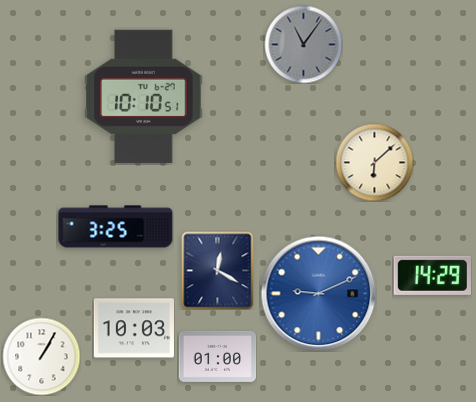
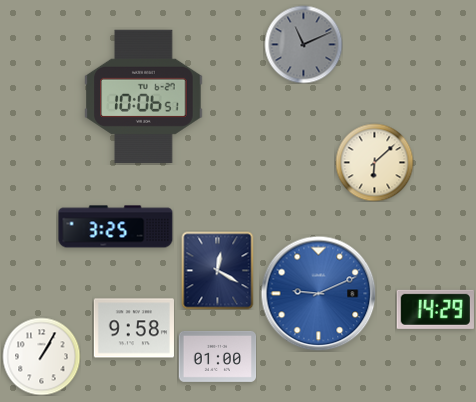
clock at (303, 44): 11:06 -> 11:11
clock at (144, 96): 10:10 -> 10:06
clock at (432, 275) position: (432, 275) -> (435, 309)
clock at (134, 328): 10:03 -> 9:58
